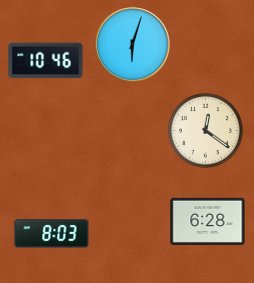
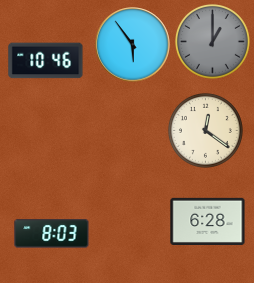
clock at (212, 41): none -> 1:00
clock at (133, 45): 6:03 -> 5:54
